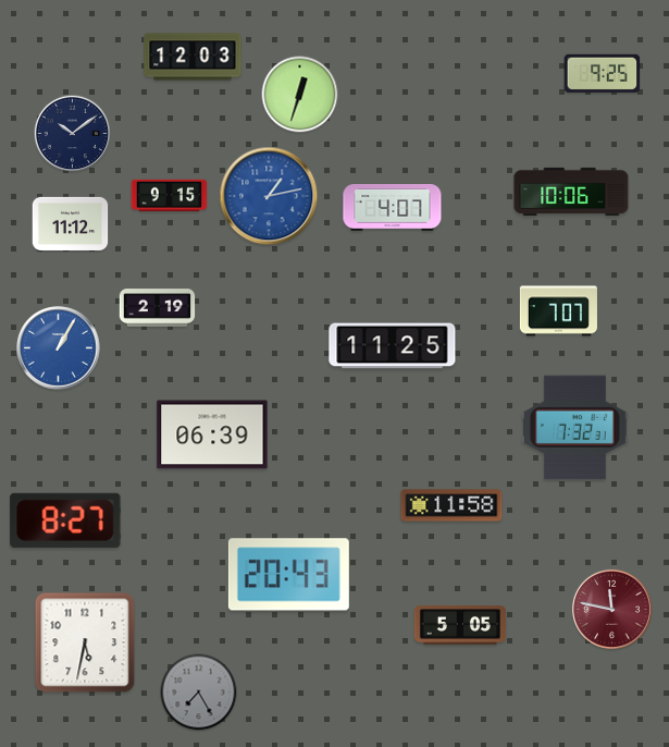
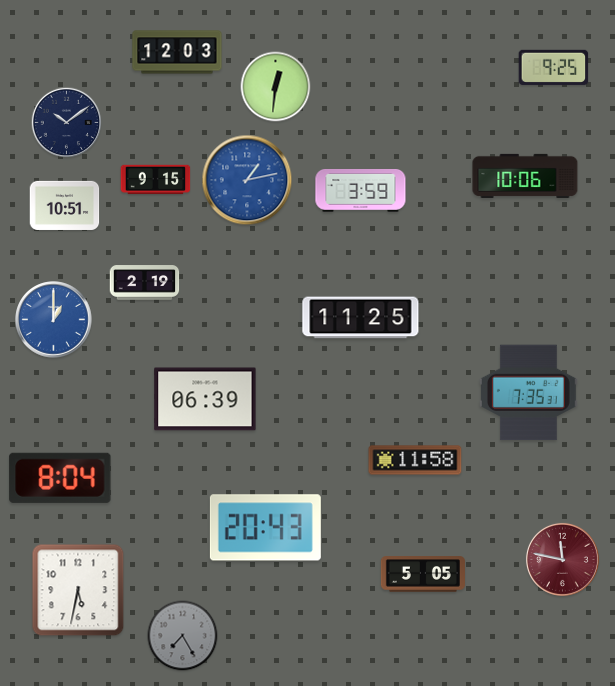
clock at (300, 95): 12:33 -> 12:31
clock at (393, 208): 4:07 -> 3:59
clock at (71, 223): 11:12 -> 10:51
clock at (558, 311): 7:07 -> none
clock at (59, 348): 1:05 -> 1:00
clock at (574, 428): 7:32 -> 7:35
clock at (212, 434) position: (212, 434) -> (205, 399)
clock at (451, 505) position: (451, 505) -> (415, 460)
clock at (65, 521): 8:27 -> 8:04
